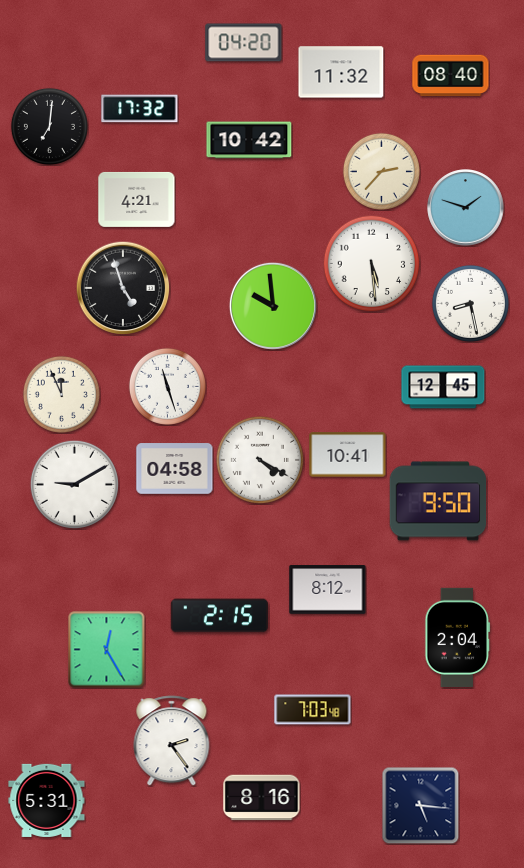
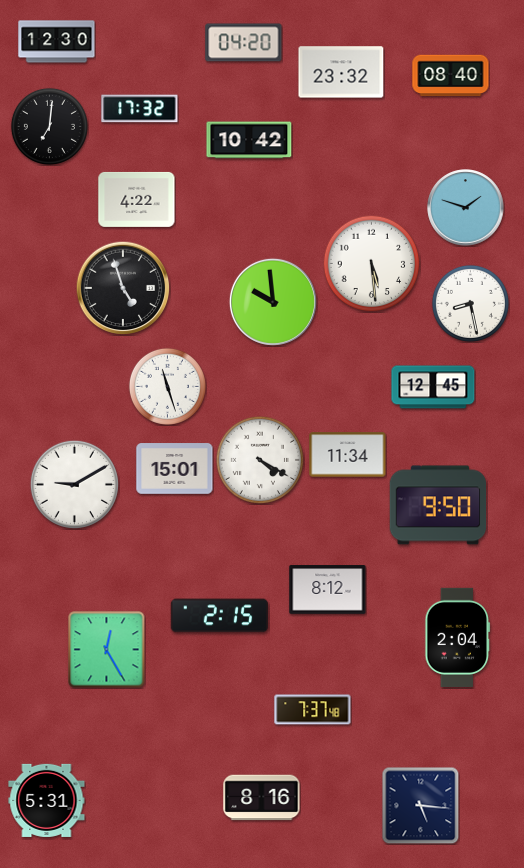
clock at (57, 42): none -> 12:30
clock at (341, 72): 11:32 -> 23:32
clock at (381, 171): 2:37 -> none
clock at (137, 199): 4:21 -> 4:22
clock at (273, 306) position: (273, 306) -> (273, 302)
clock at (443, 387) position: (443, 387) -> (433, 387)
clock at (61, 394): 11:56 -> none
clock at (348, 455): 10:41 -> 11:34
clock at (175, 469): 04:58 -> 15:01
clock at (438, 501) position: (438, 501) -> (438, 505)
clock at (313, 710): 7:03 -> 7:37
clock at (172, 741): 2:24 -> none
